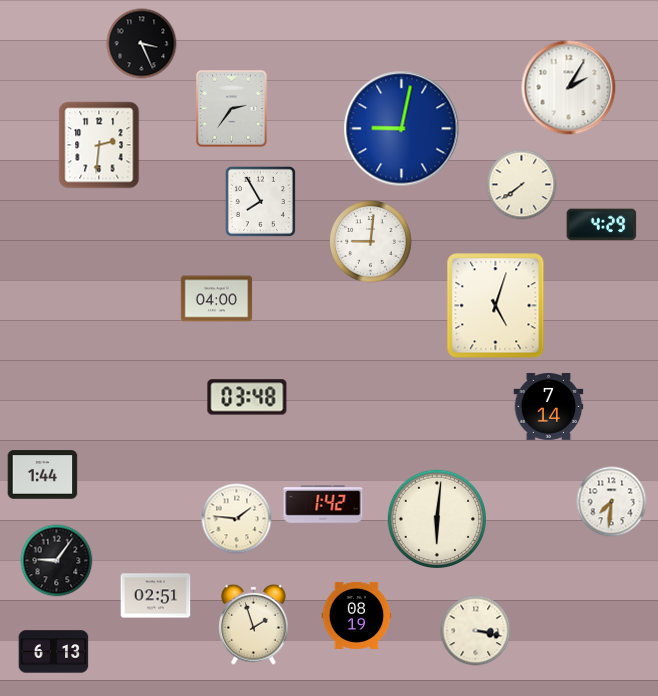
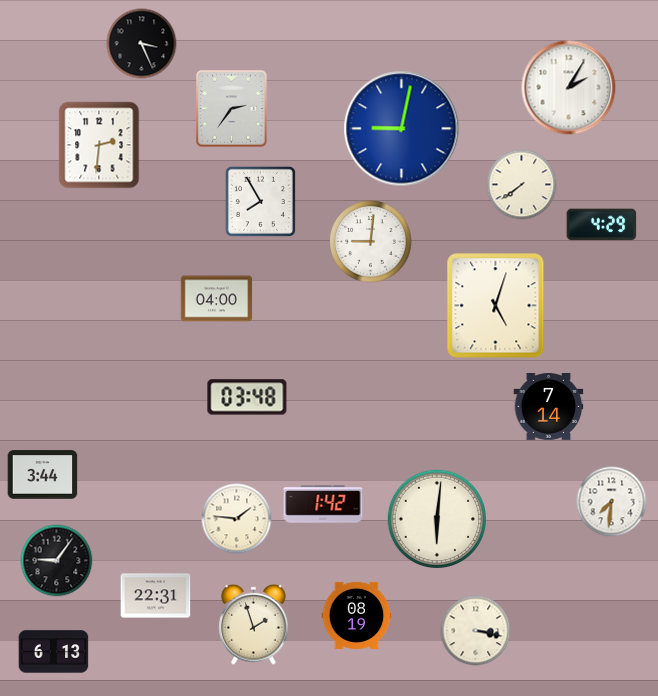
clock at (43, 475): 1:44 -> 3:44
clock at (156, 596): 02:51 -> 22:31
